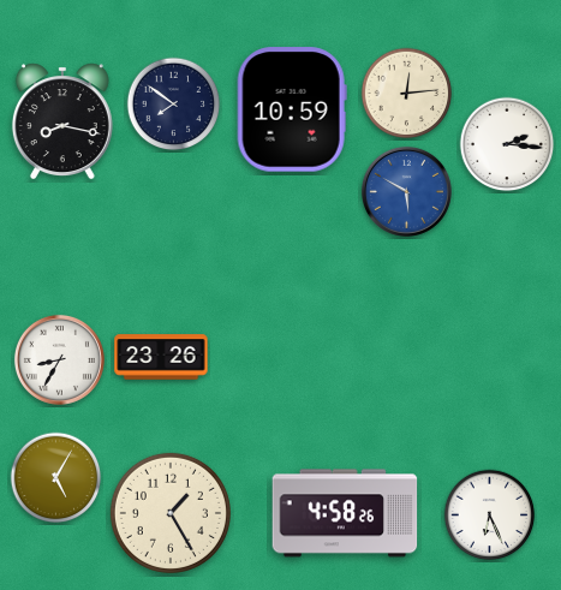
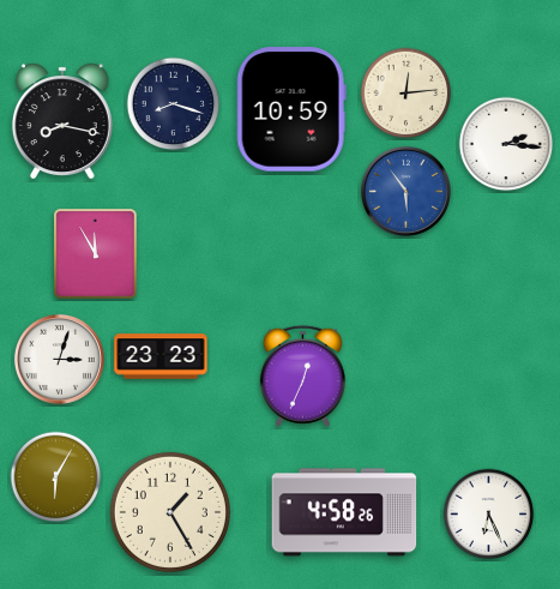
clock at (174, 105): 7:51 -> 8:18
clock at (406, 191): 5:50 -> 5:54
clock at (96, 254): none -> 11:55
clock at (161, 357): 23:26 -> 23:23
clock at (59, 359): 8:35 -> 3:03
clock at (302, 375): none -> 12:34
clock at (56, 478): 5:05 -> 6:05
